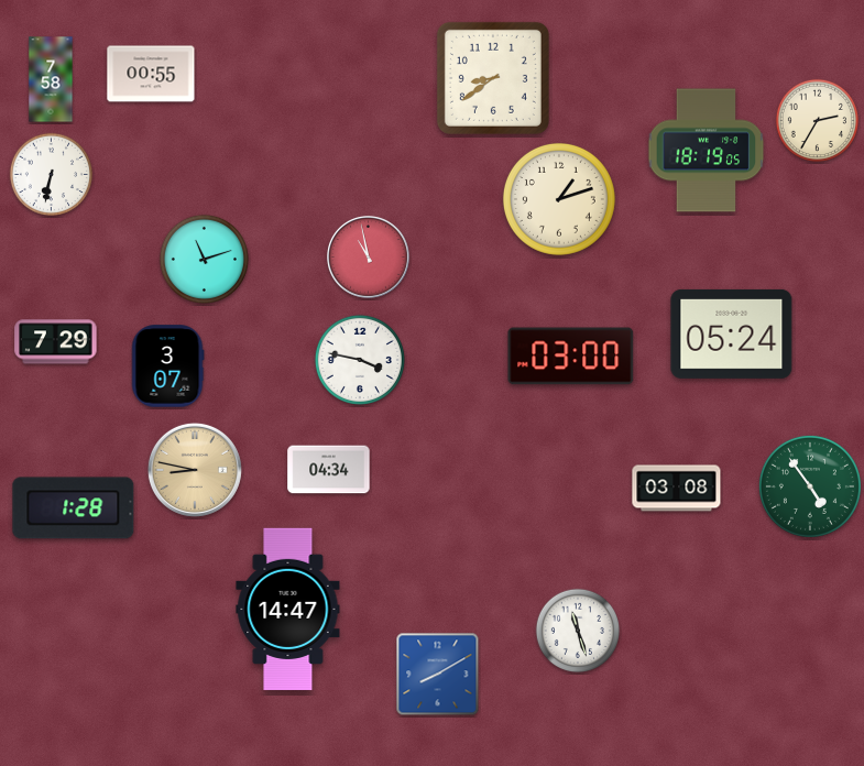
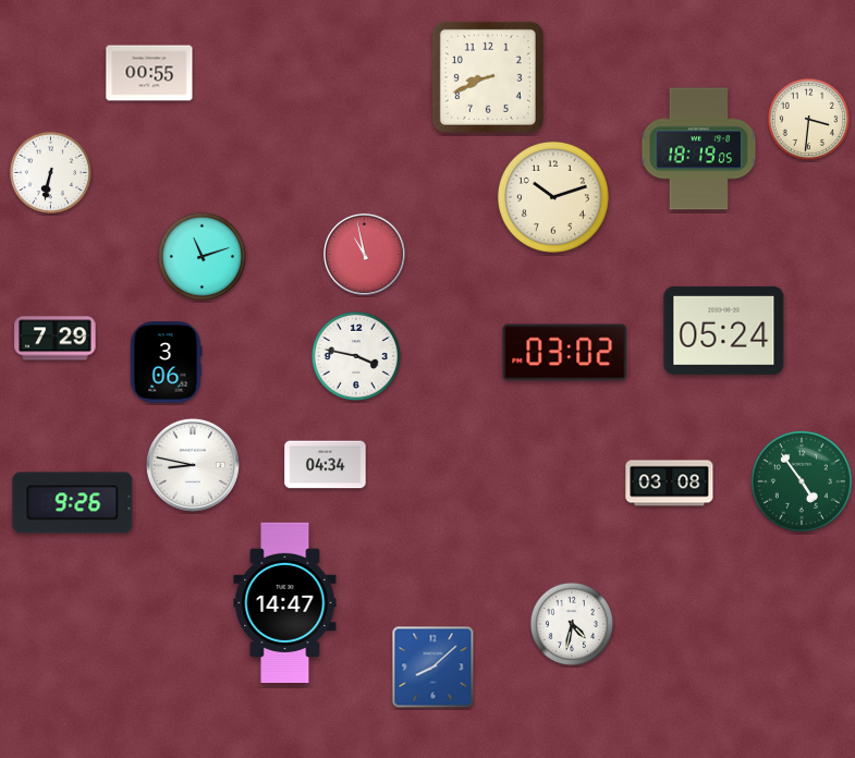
clock at (493, 78): 8:39 -> 8:41
clock at (51, 79): 7:58 -> none
clock at (817, 120): 2:35 -> 3:31
clock at (559, 199): 1:12 -> 10:12
clock at (571, 357): 03:00 -> 03:02
clock at (167, 366): 3:07 -> 3:06
clock at (195, 470) dial: champagne -> white
clock at (74, 508): 1:28 -> 9:26
clock at (577, 630): 11:27 -> 4:32
clock at (438, 675): 8:10 -> 8:08
